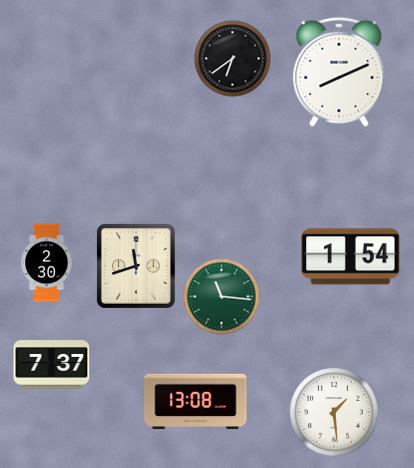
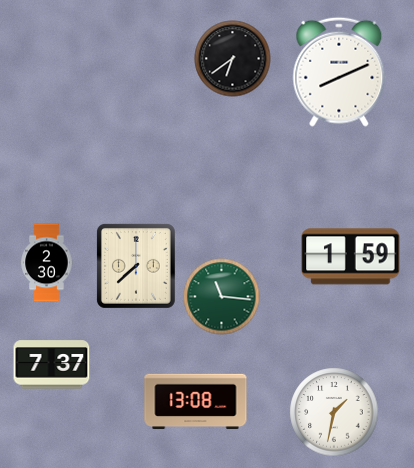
clock at (351, 257): 1:54 -> 1:59
clock at (136, 267): 11:42 -> 7:38
clock at (334, 412): 1:29 -> 1:32
